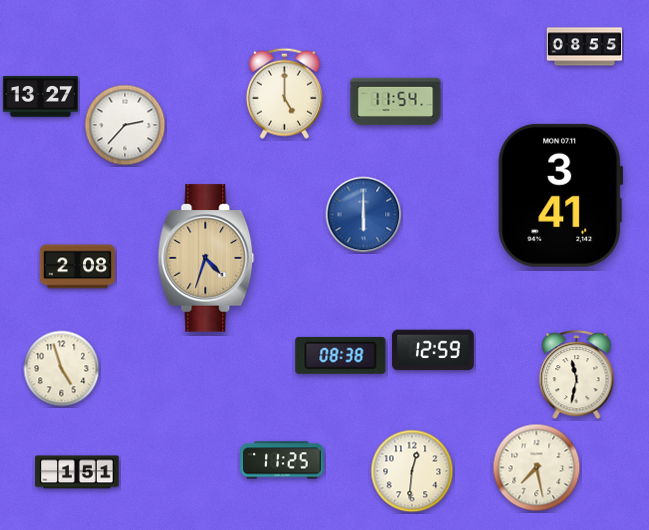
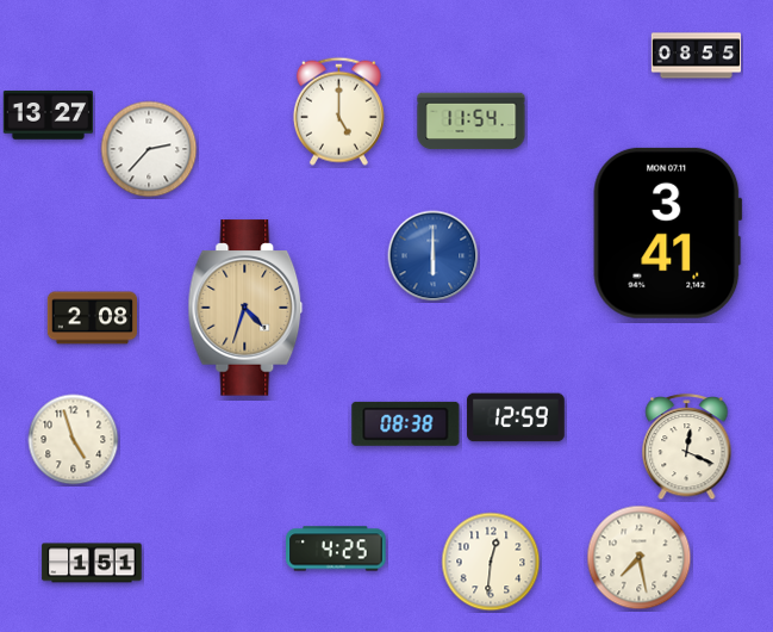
clock at (577, 376): 11:32 -> 12:19
clock at (282, 460): 11:25 -> 4:25
